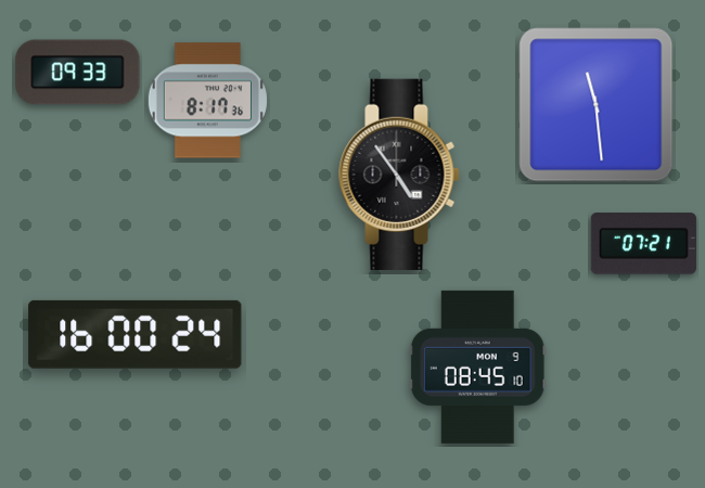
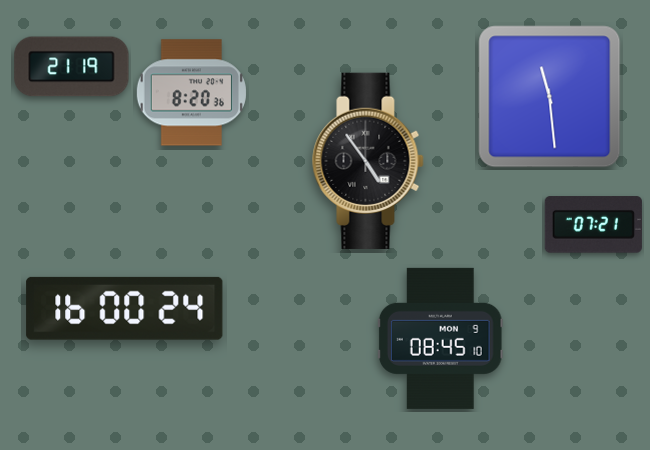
clock at (78, 73): 09:33 -> 21:19
clock at (207, 101): 8:17 -> 8:20
